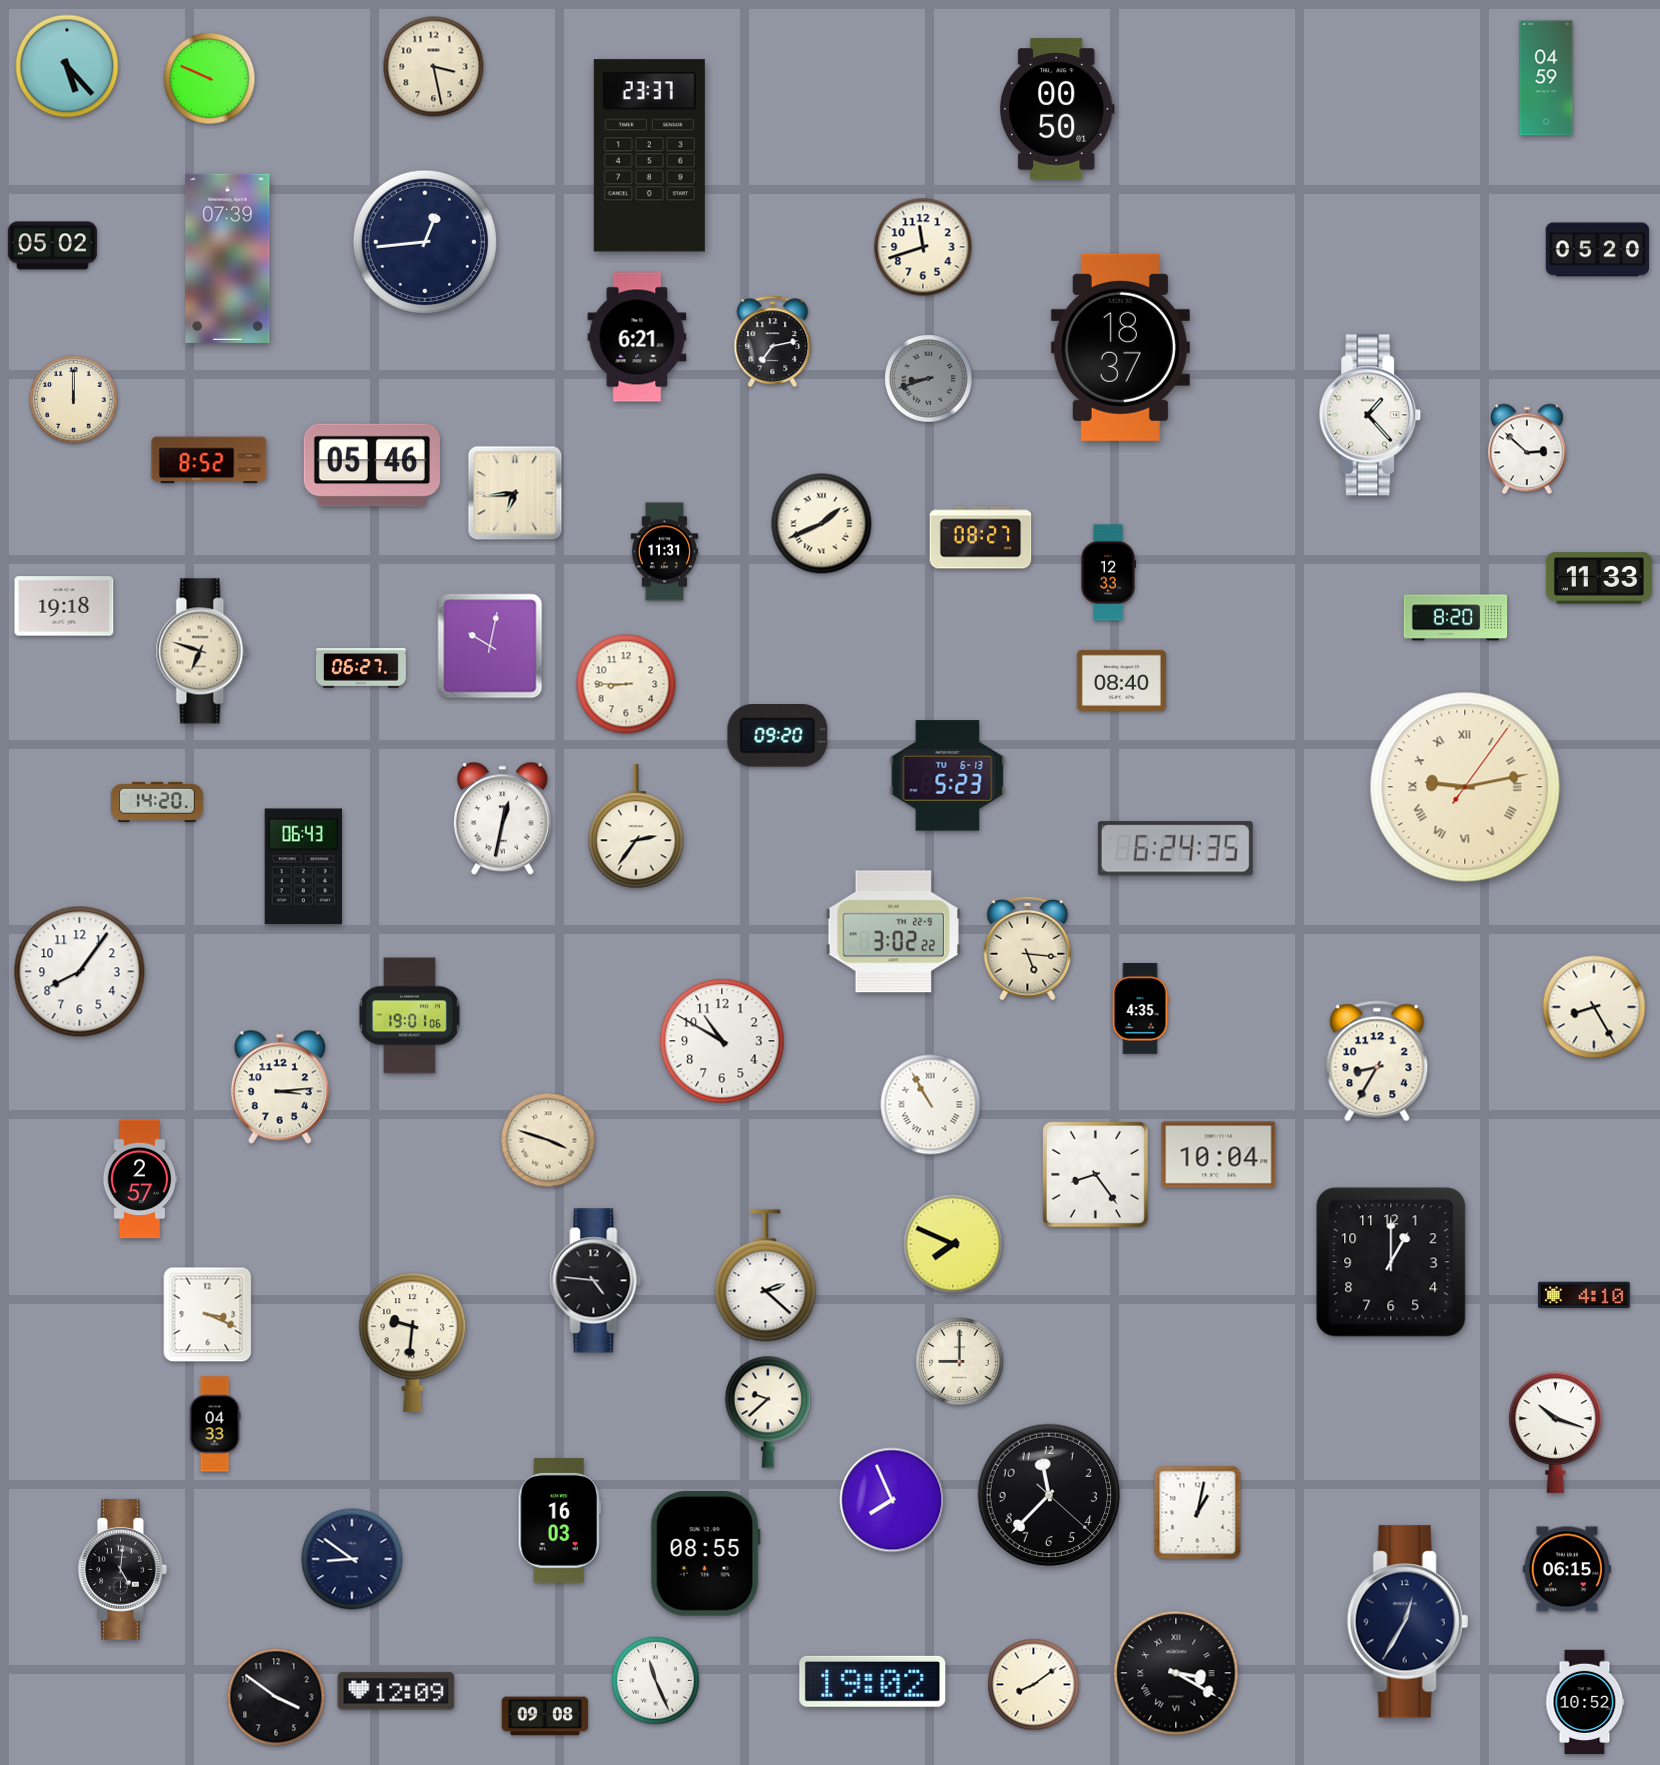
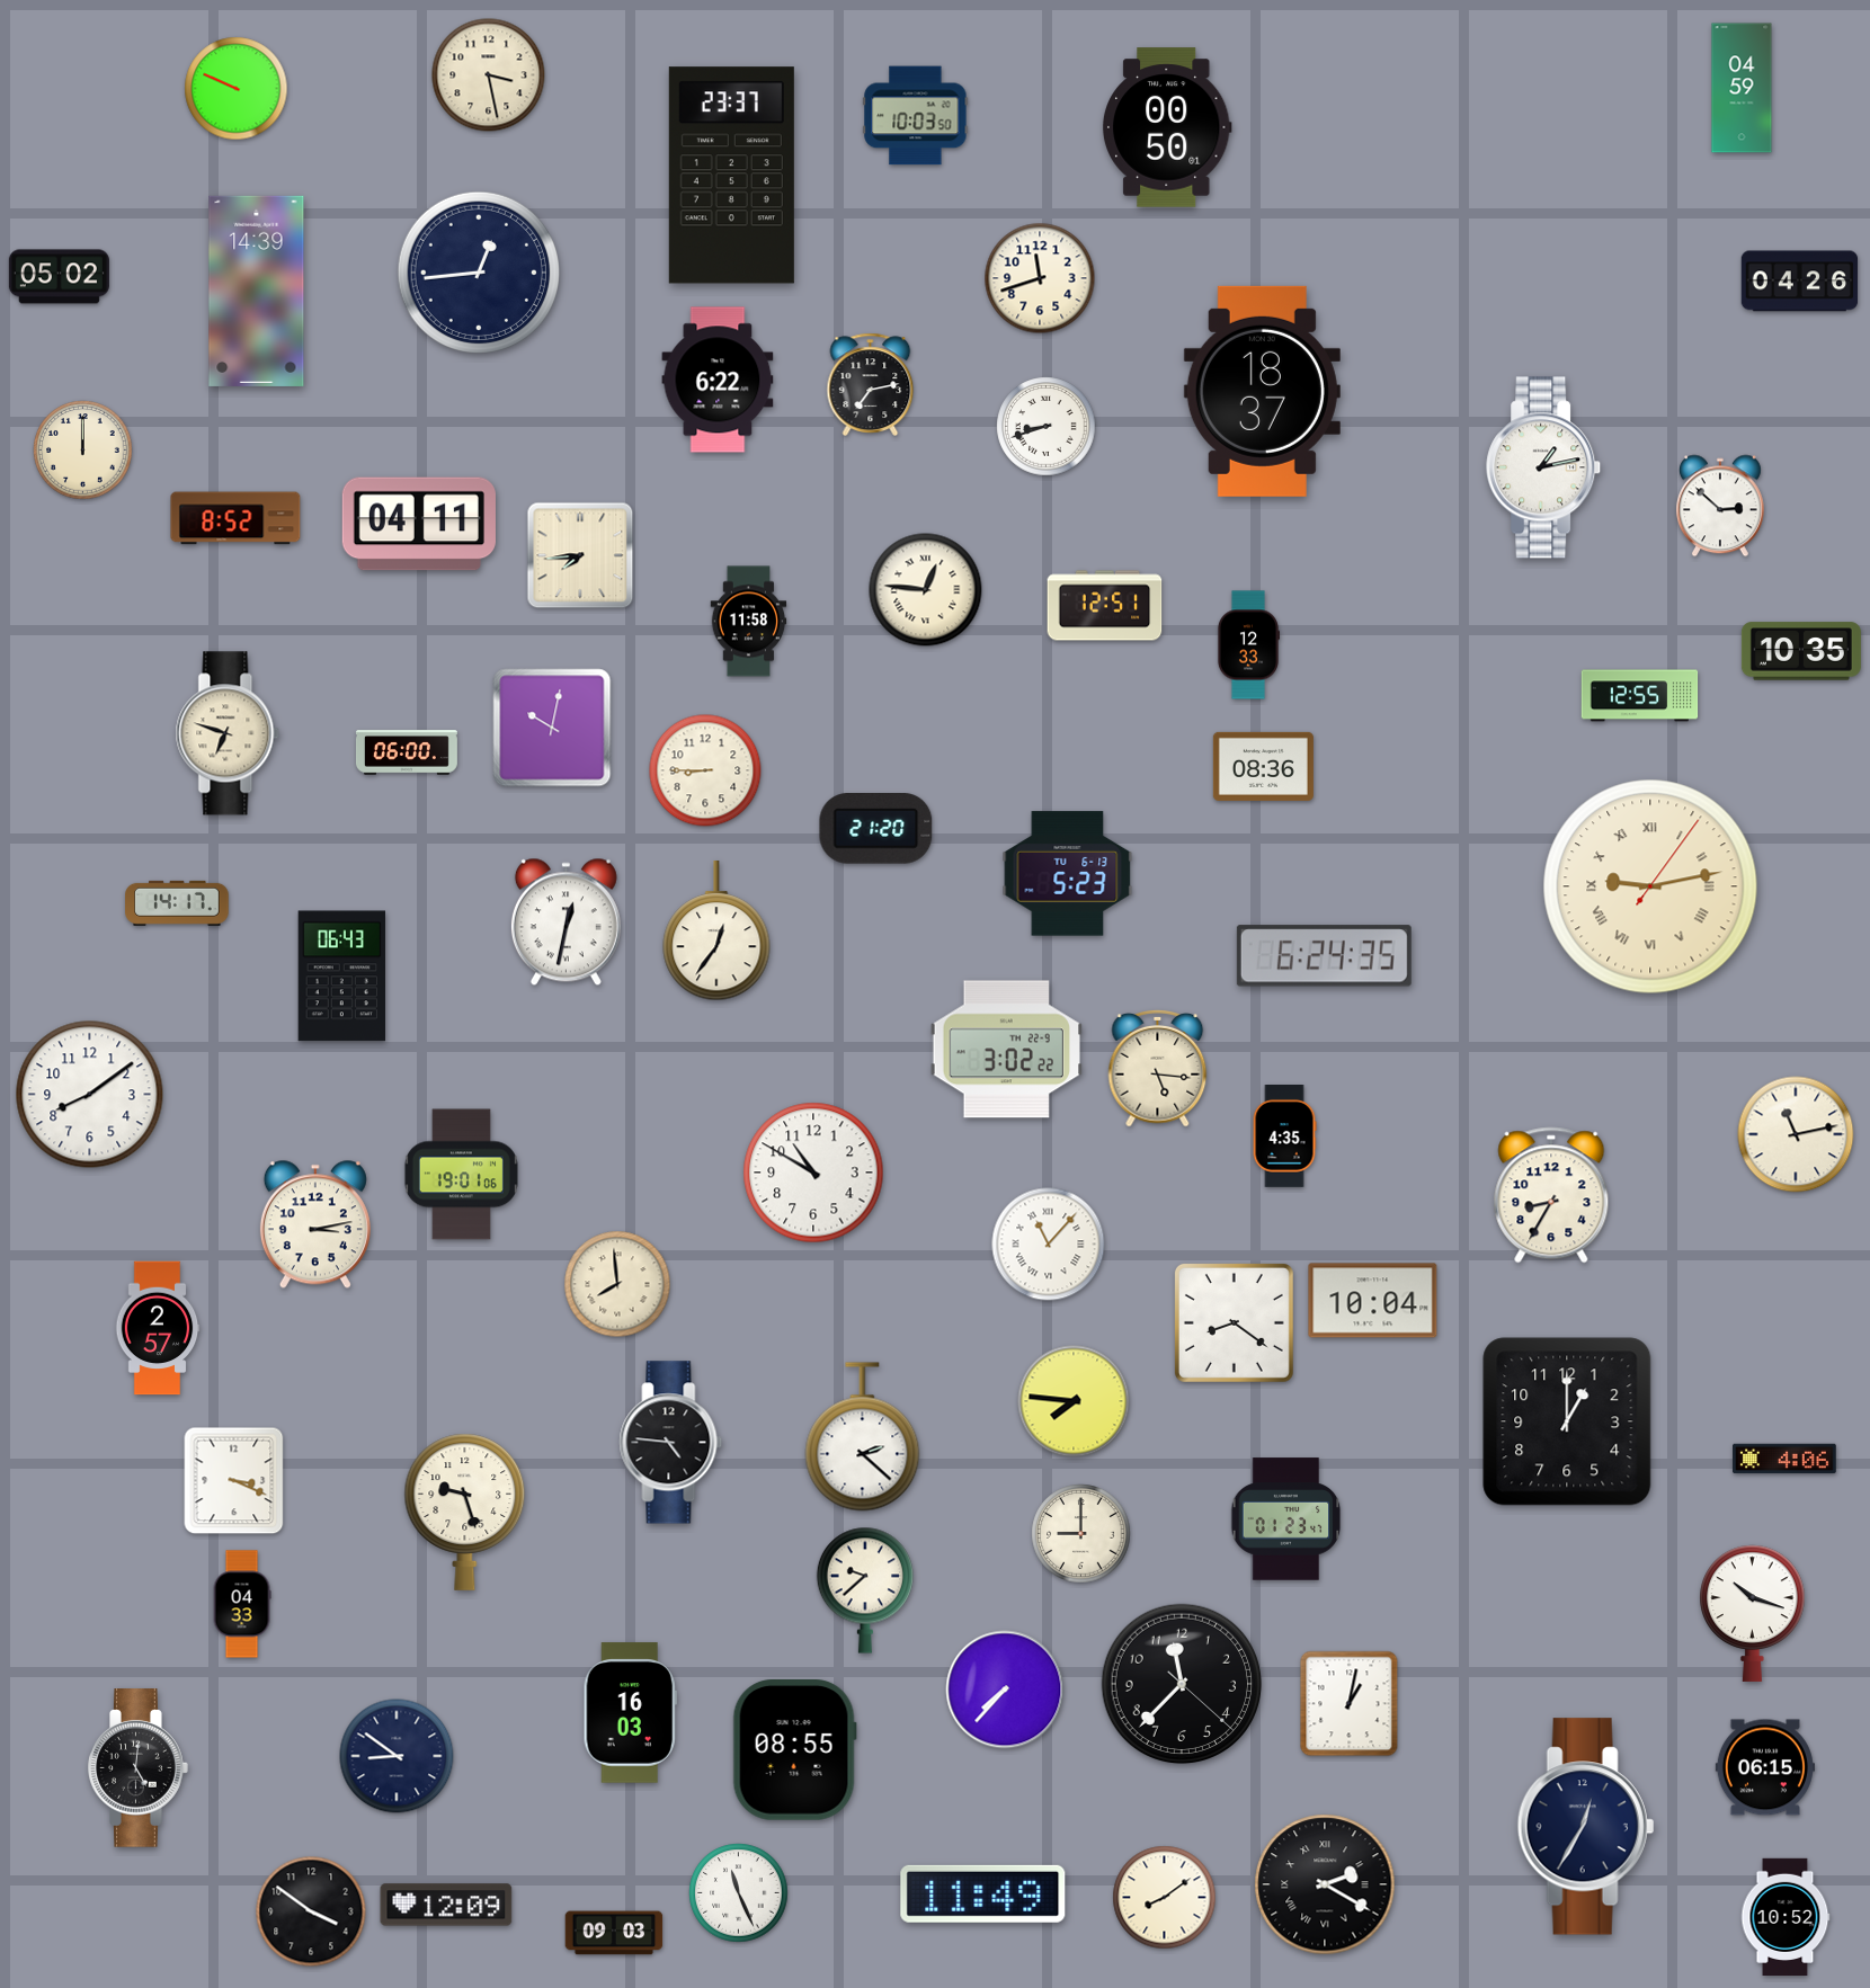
clock at (67, 66): 5:23 -> none
clock at (916, 116): none -> 10:03
clock at (1057, 109) position: (1057, 109) -> (1167, 127)
clock at (1598, 250): 05:20 -> 04:26
clock at (228, 258): 07:39 -> 14:39
clock at (637, 337): 6:21 -> 6:22
clock at (929, 379) dial: grey -> white
clock at (1371, 415): 1:23 -> 1:13
clock at (372, 465): 05:46 -> 04:11
clock at (515, 493): 6:44 -> 7:44
clock at (822, 524): 1:41 -> 12:46
clock at (981, 538): 08:27 -> 12:51
clock at (665, 552): 11:31 -> 11:58
clock at (1599, 578): 11:33 -> 10:35
clock at (64, 606): 19:18 -> none
clock at (1456, 618): 8:20 -> 12:55
clock at (361, 668): 06:27 -> 06:00
clock at (1121, 680): 08:40 -> 08:36
clock at (778, 736): 09:20 -> 21:20
clock at (157, 802): 14:20 -> 14:17
clock at (636, 827): 2:36 -> 12:36
clock at (80, 972): 8:06 -> 8:09
clock at (1594, 1007): 8:25 -> 11:13
clock at (409, 1016) position: (409, 1016) -> (461, 1175)
clock at (280, 1087): 3:14 -> 3:13
clock at (931, 1105): 10:55 -> 11:07
clock at (548, 1140): 3:48 -> 7:59
clock at (1095, 1174): 8:24 -> 8:21
clock at (953, 1244): 7:49 -> 7:46
clock at (1584, 1295): 4:10 -> 4:06
clock at (413, 1342): 9:31 -> 9:27
clock at (1286, 1519): none -> 01:23
clock at (892, 1500): 7:56 -> 7:37
clock at (1176, 1673): 3:20 -> 2:20
clock at (873, 1681): 19:02 -> 11:49
clock at (545, 1716): 09:08 -> 09:03
